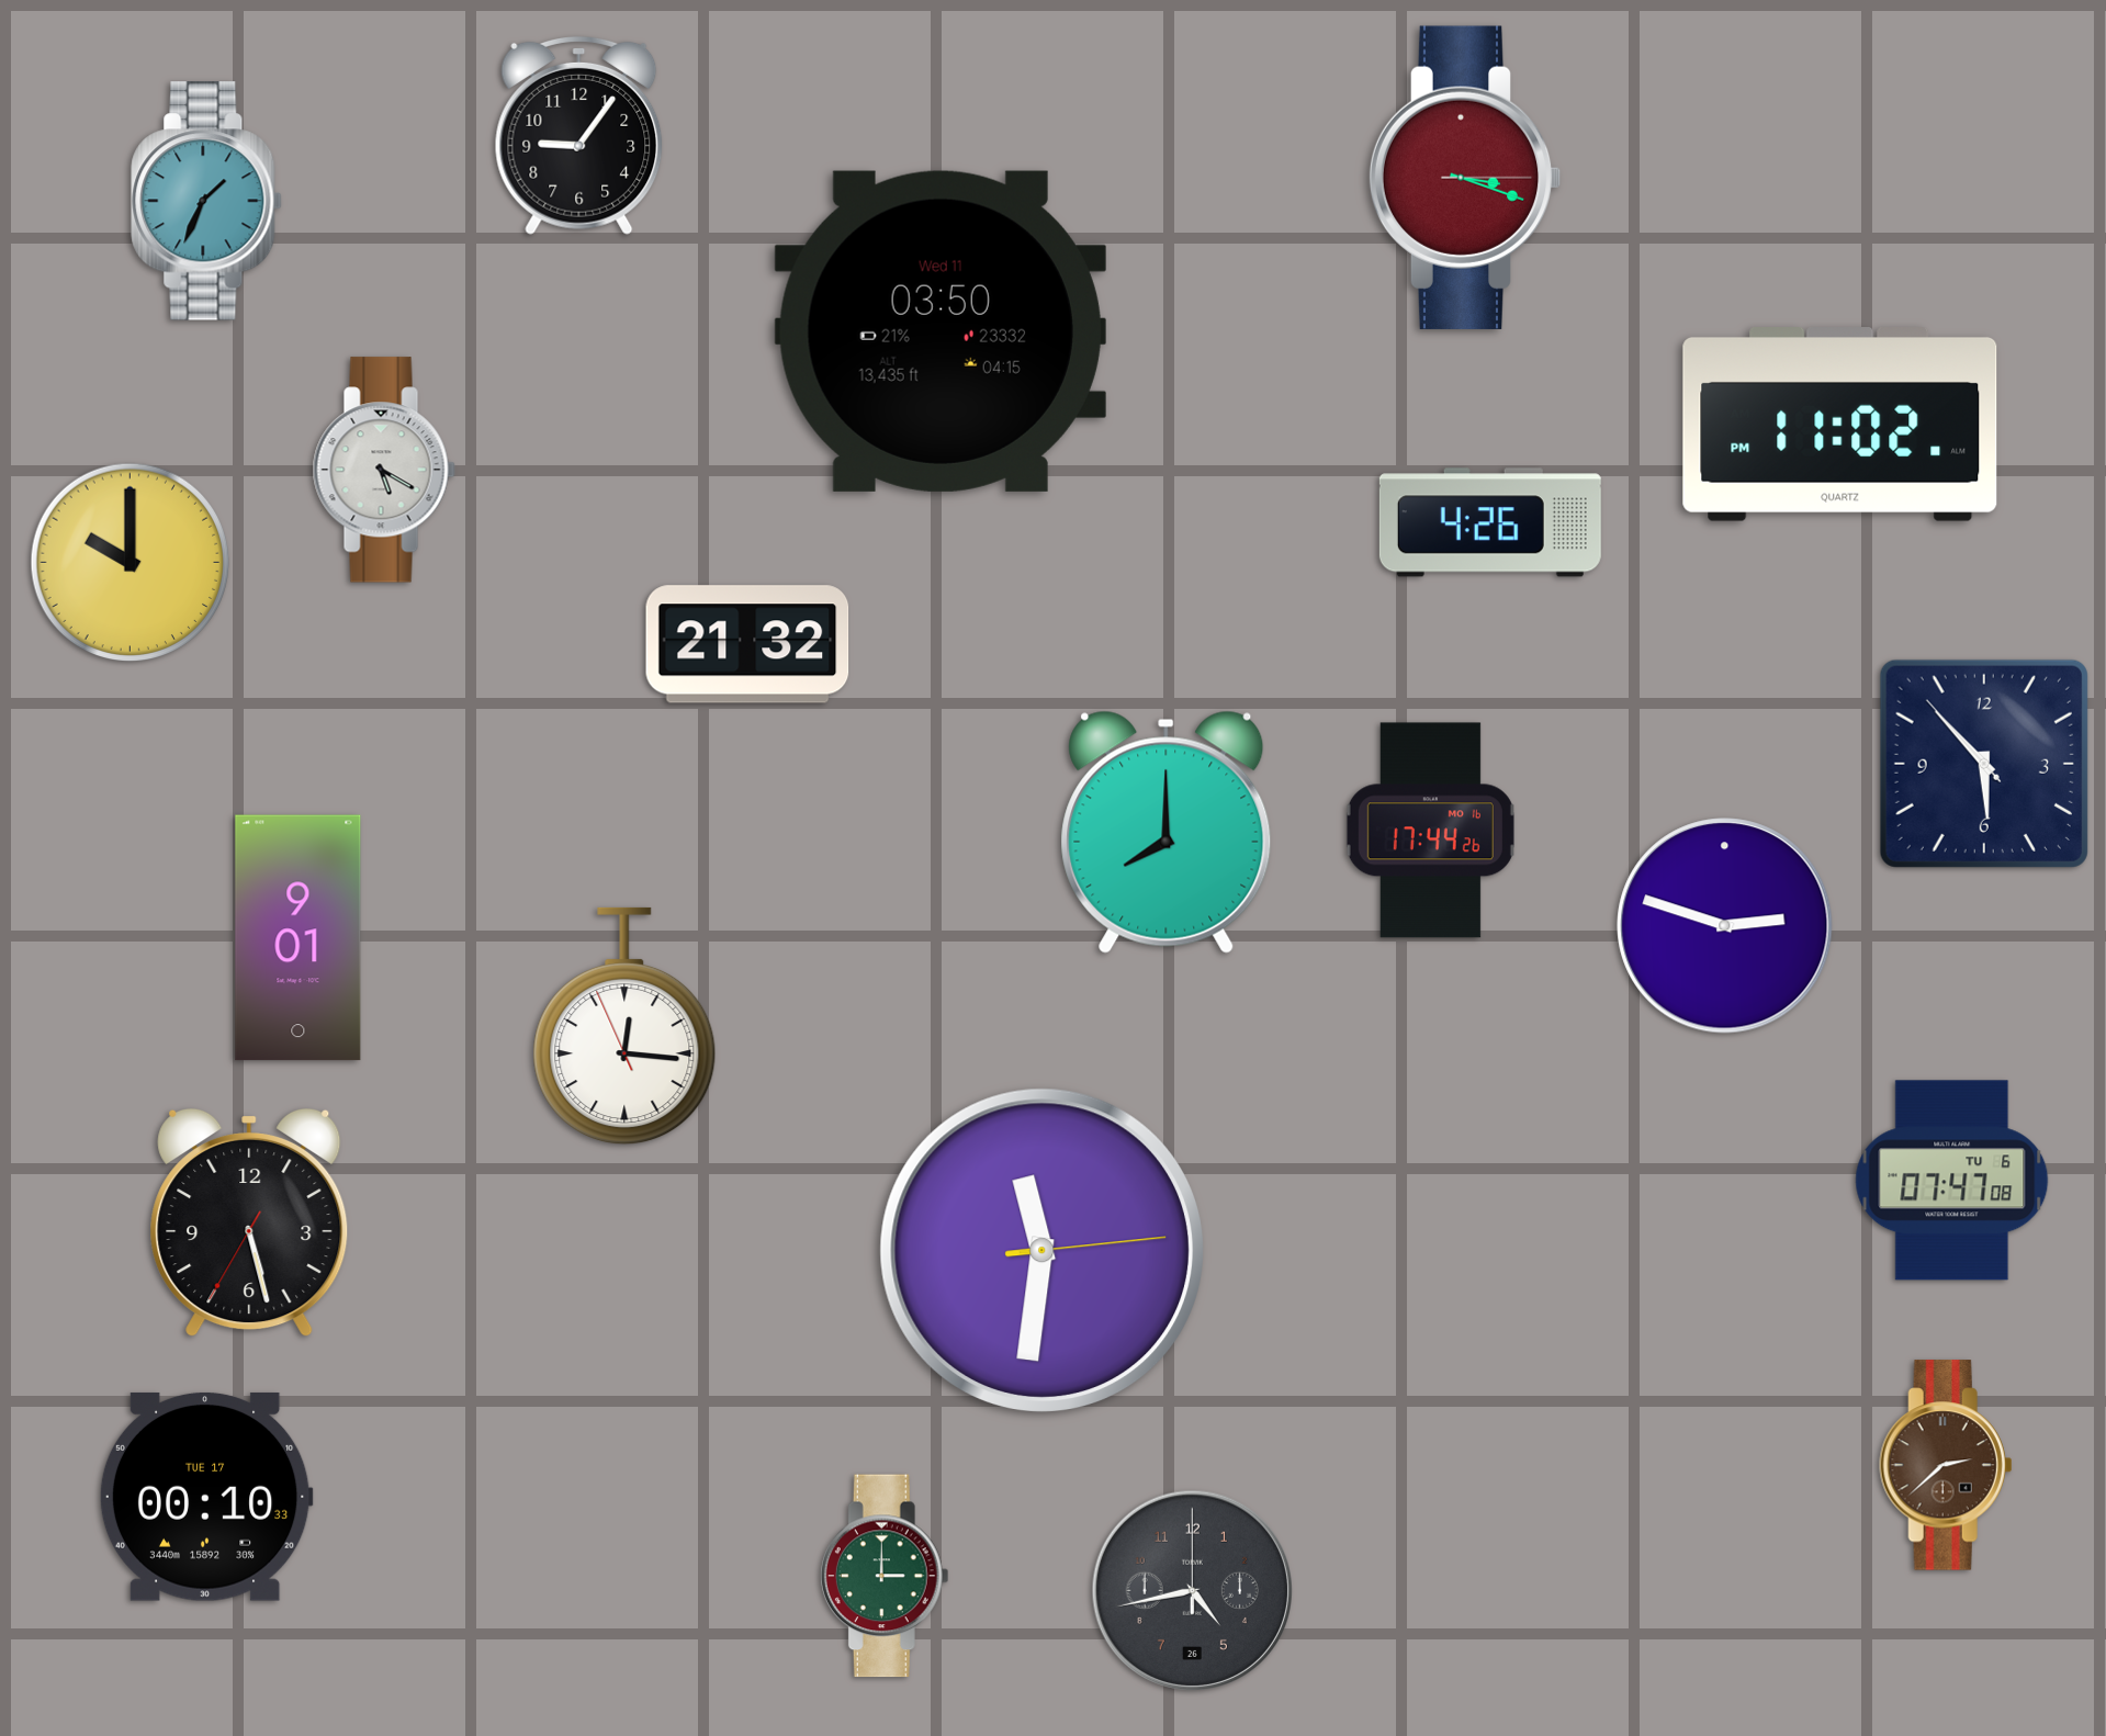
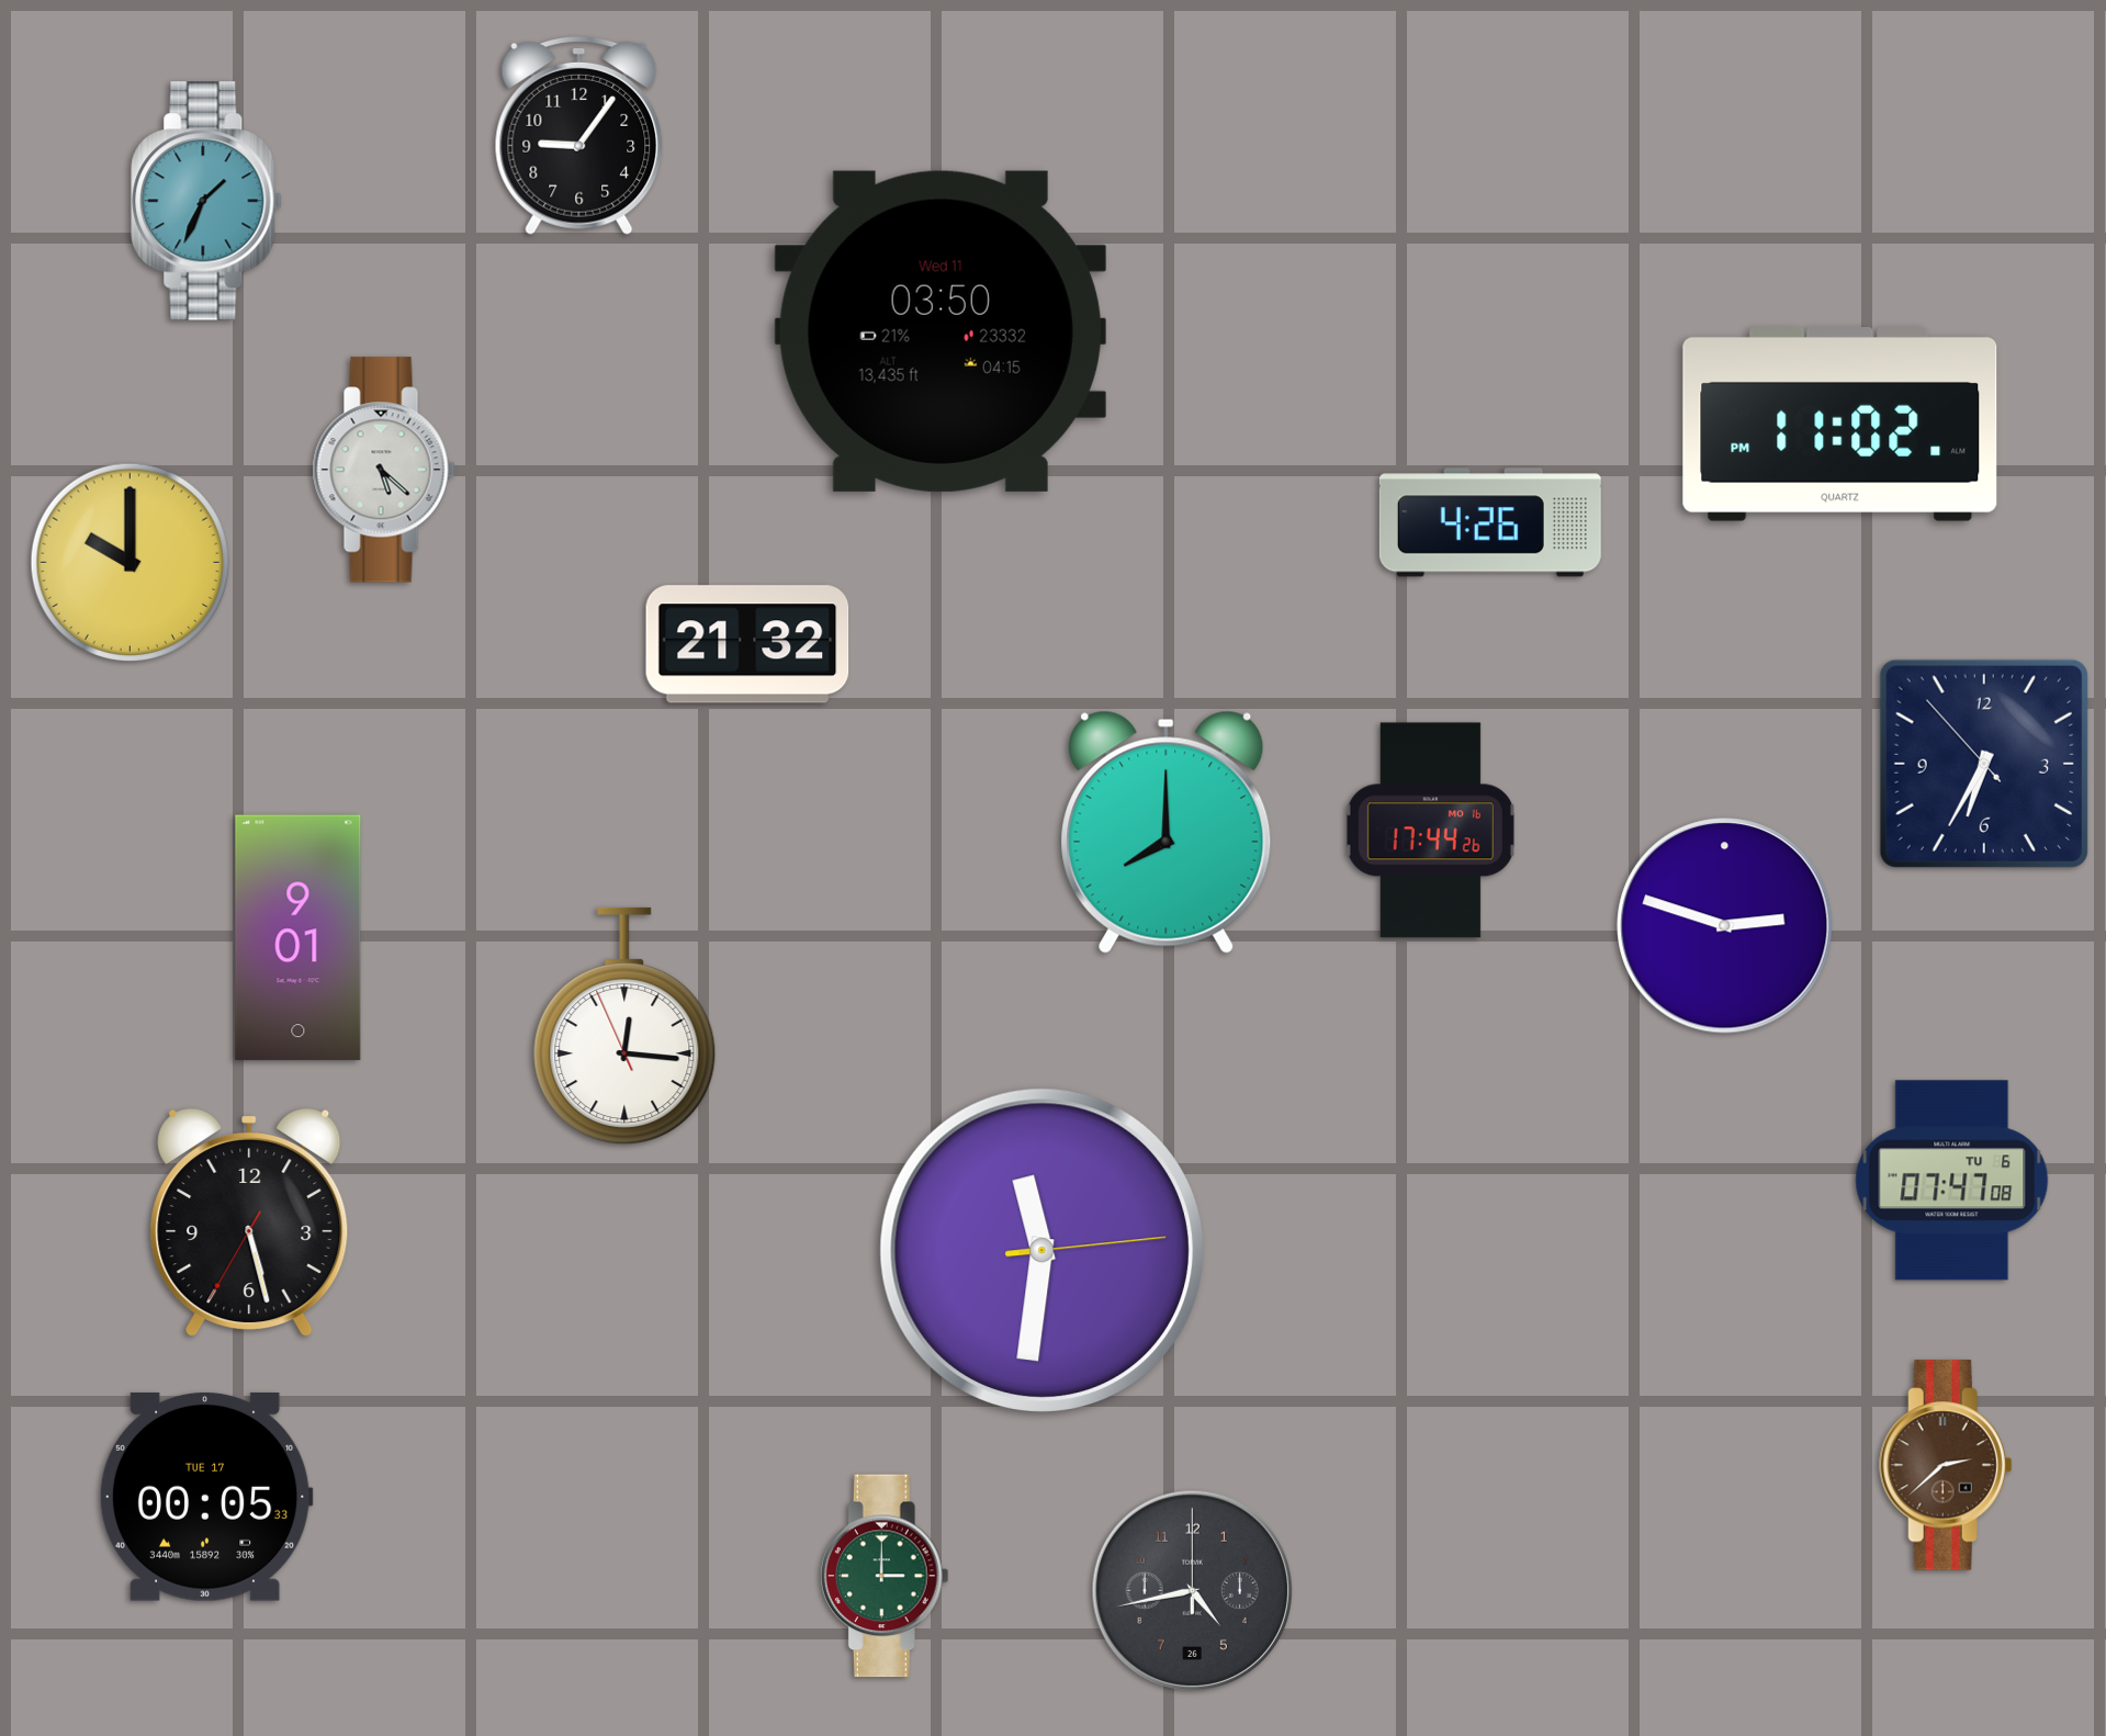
clock at (1465, 178): 3:18 -> none
clock at (384, 470): 5:20 -> 5:22
clock at (1984, 764): 5:52 -> 6:34
clock at (206, 1497): 00:10 -> 00:05
